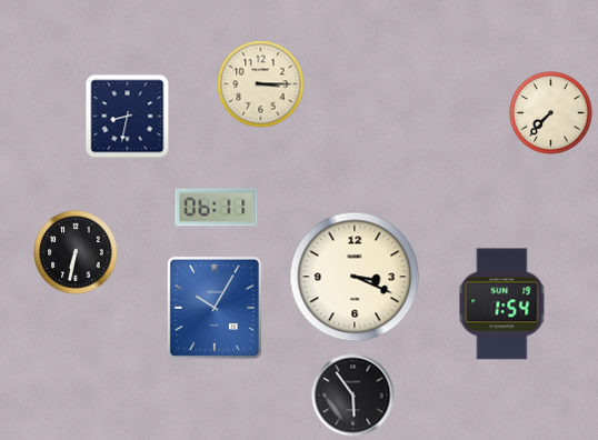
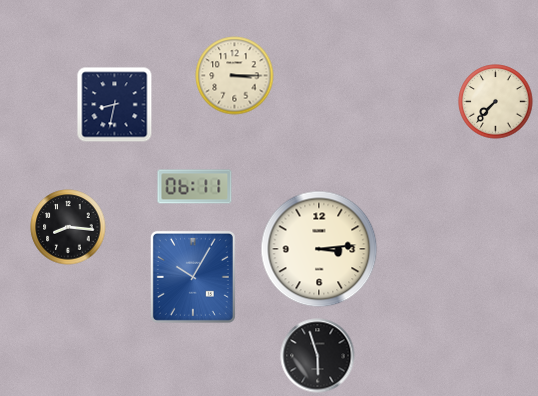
clock at (76, 252): 6:32 -> 8:16
clock at (355, 277): 3:19 -> 3:14
clock at (502, 304): 1:54 -> none
clock at (353, 396): 5:54 -> 5:57
